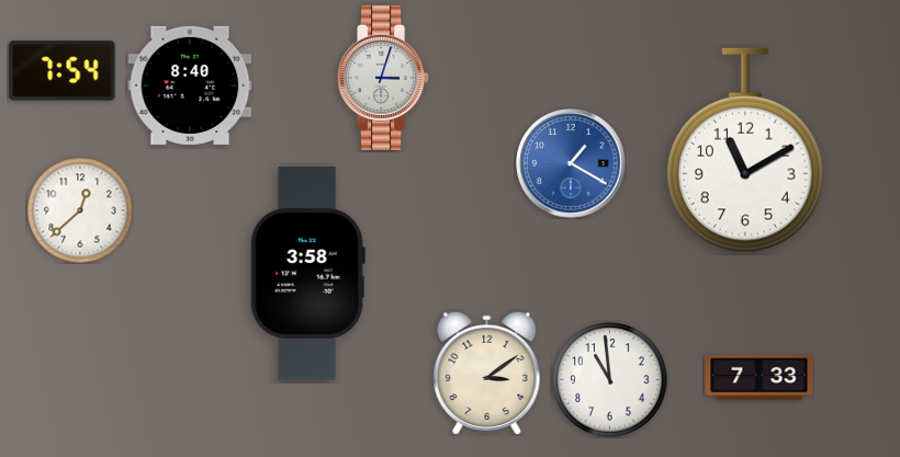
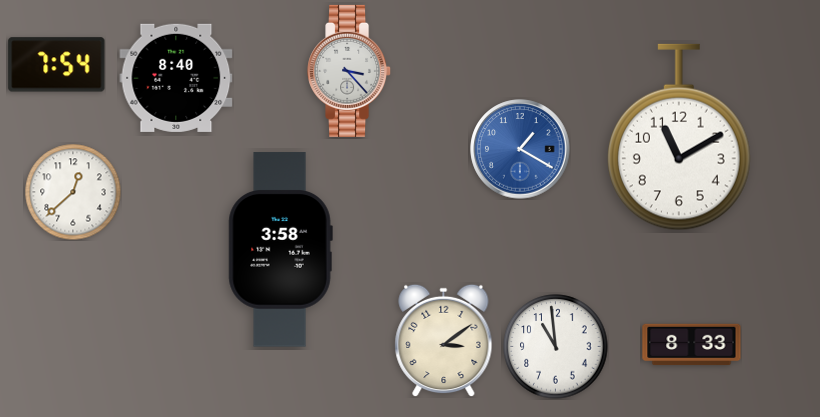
clock at (384, 78): 3:03 -> 3:23
clock at (190, 85) position: (190, 85) -> (176, 78)
clock at (760, 378): 7:33 -> 8:33
